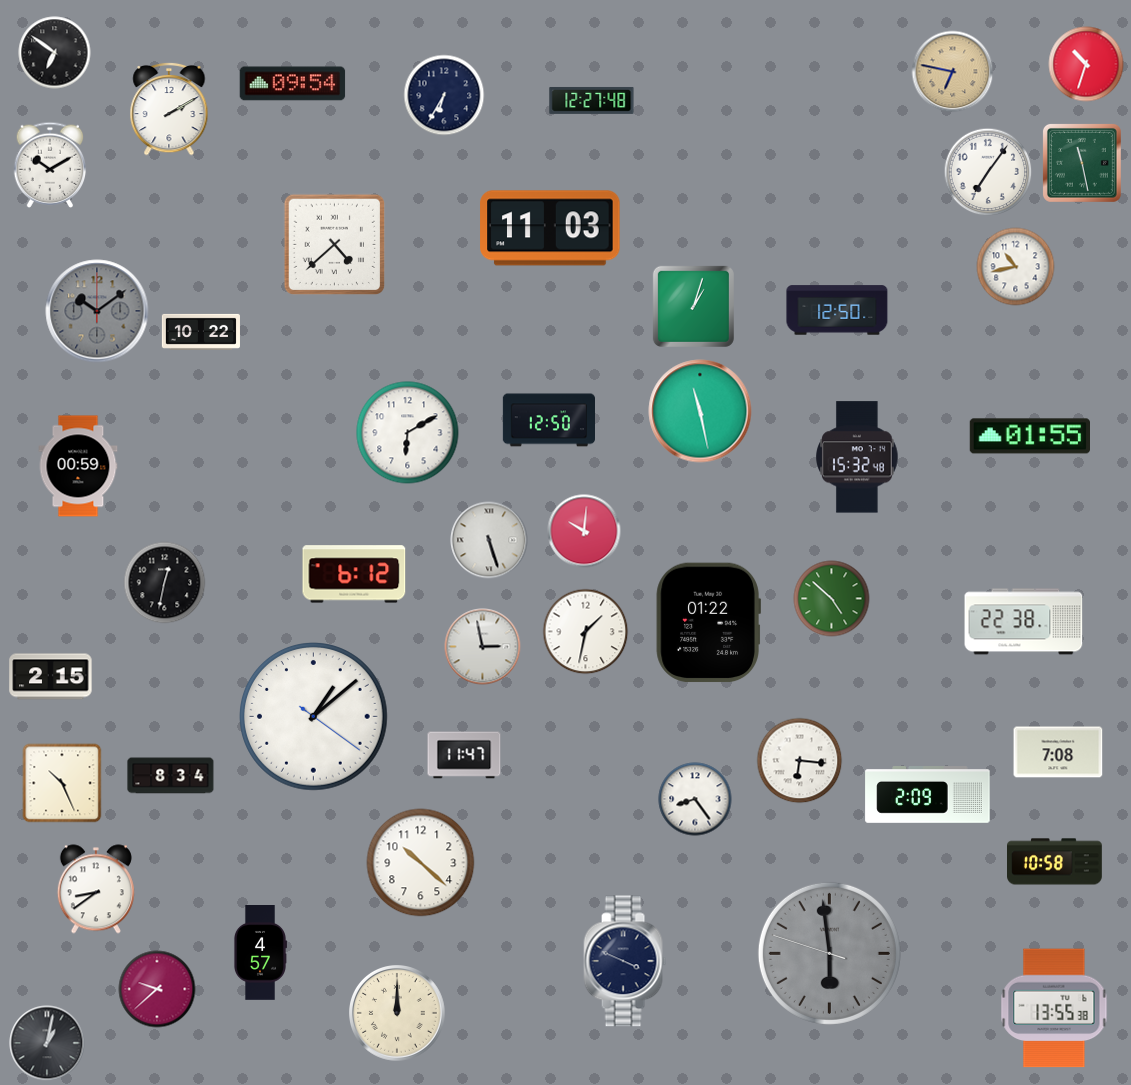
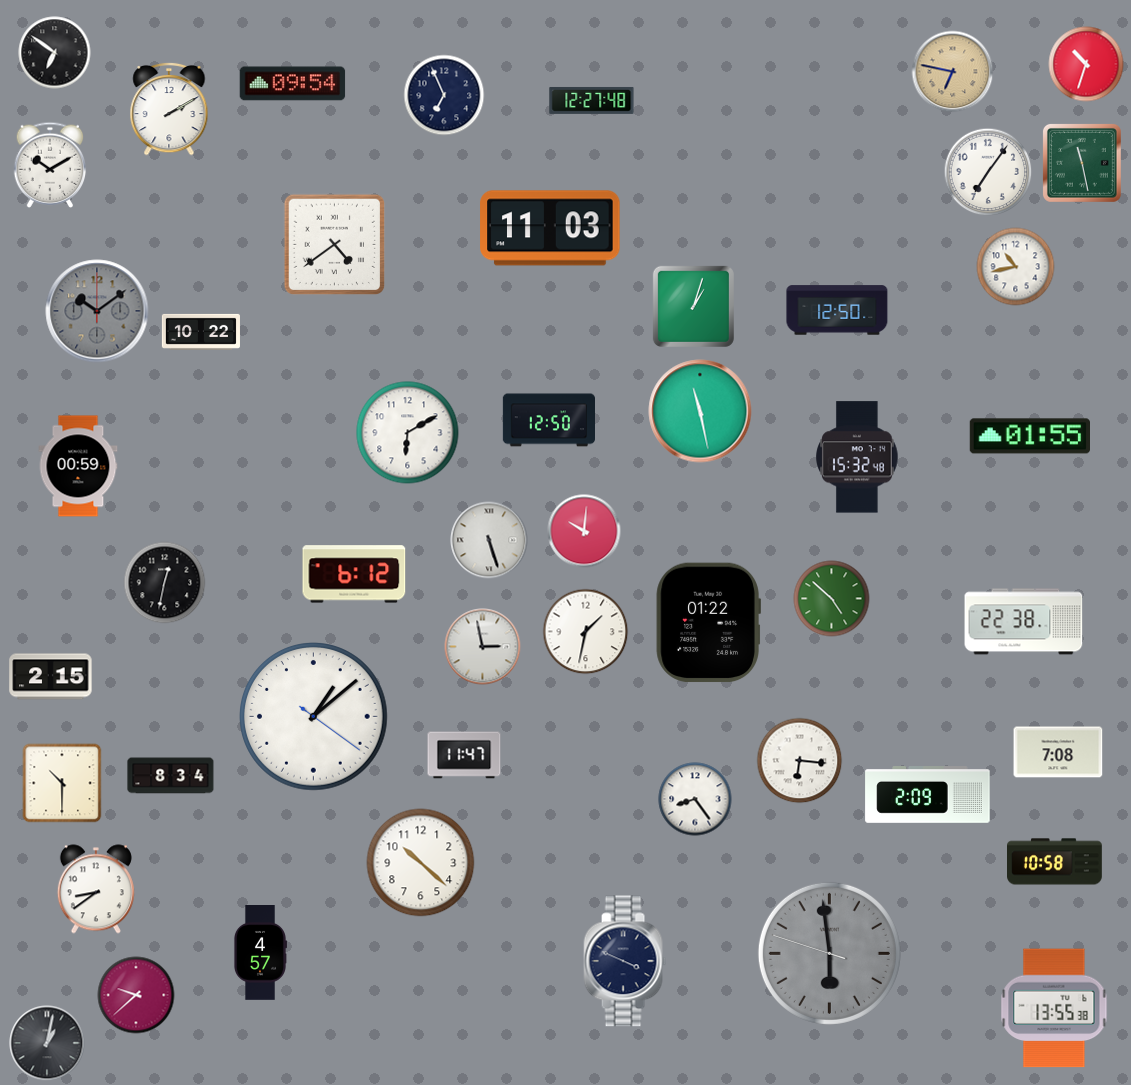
clock at (444, 95): 6:35 -> 6:56
clock at (335, 245): 4:38 -> 4:39
clock at (62, 783): 10:26 -> 10:30
clock at (157, 989) position: (157, 989) -> (136, 995)
clock at (398, 1014): 12:00 -> none
